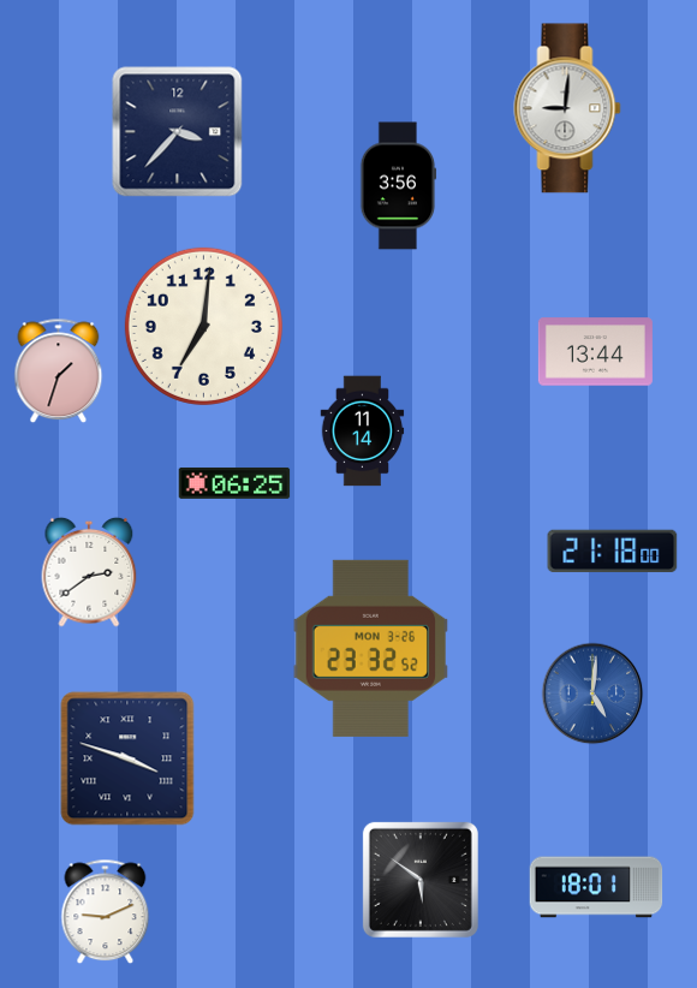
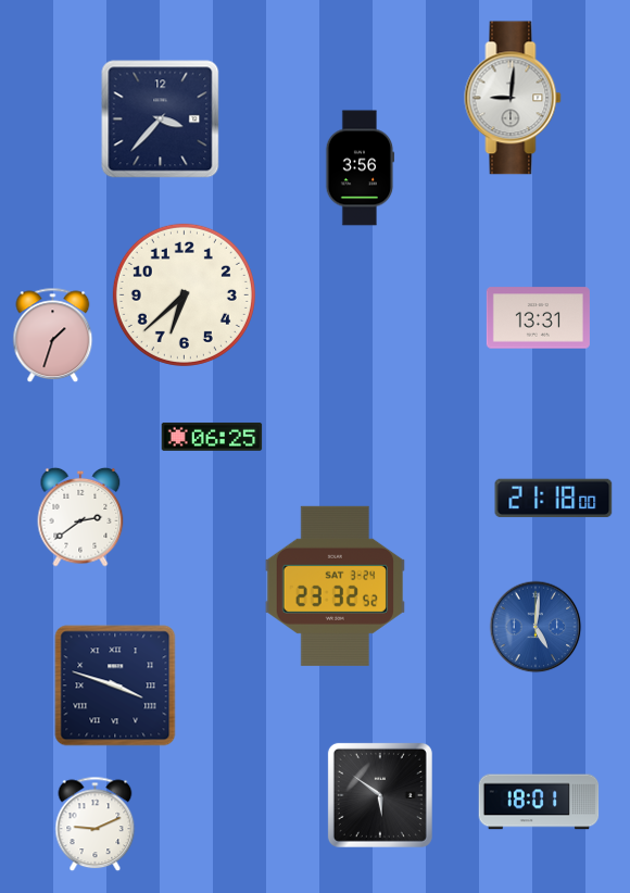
clock at (203, 326): 7:01 -> 6:38
clock at (595, 352): 13:44 -> 13:31
clock at (363, 431): 11:14 -> none
clock at (370, 648) date: MON 3-26 -> SAT 3-24
